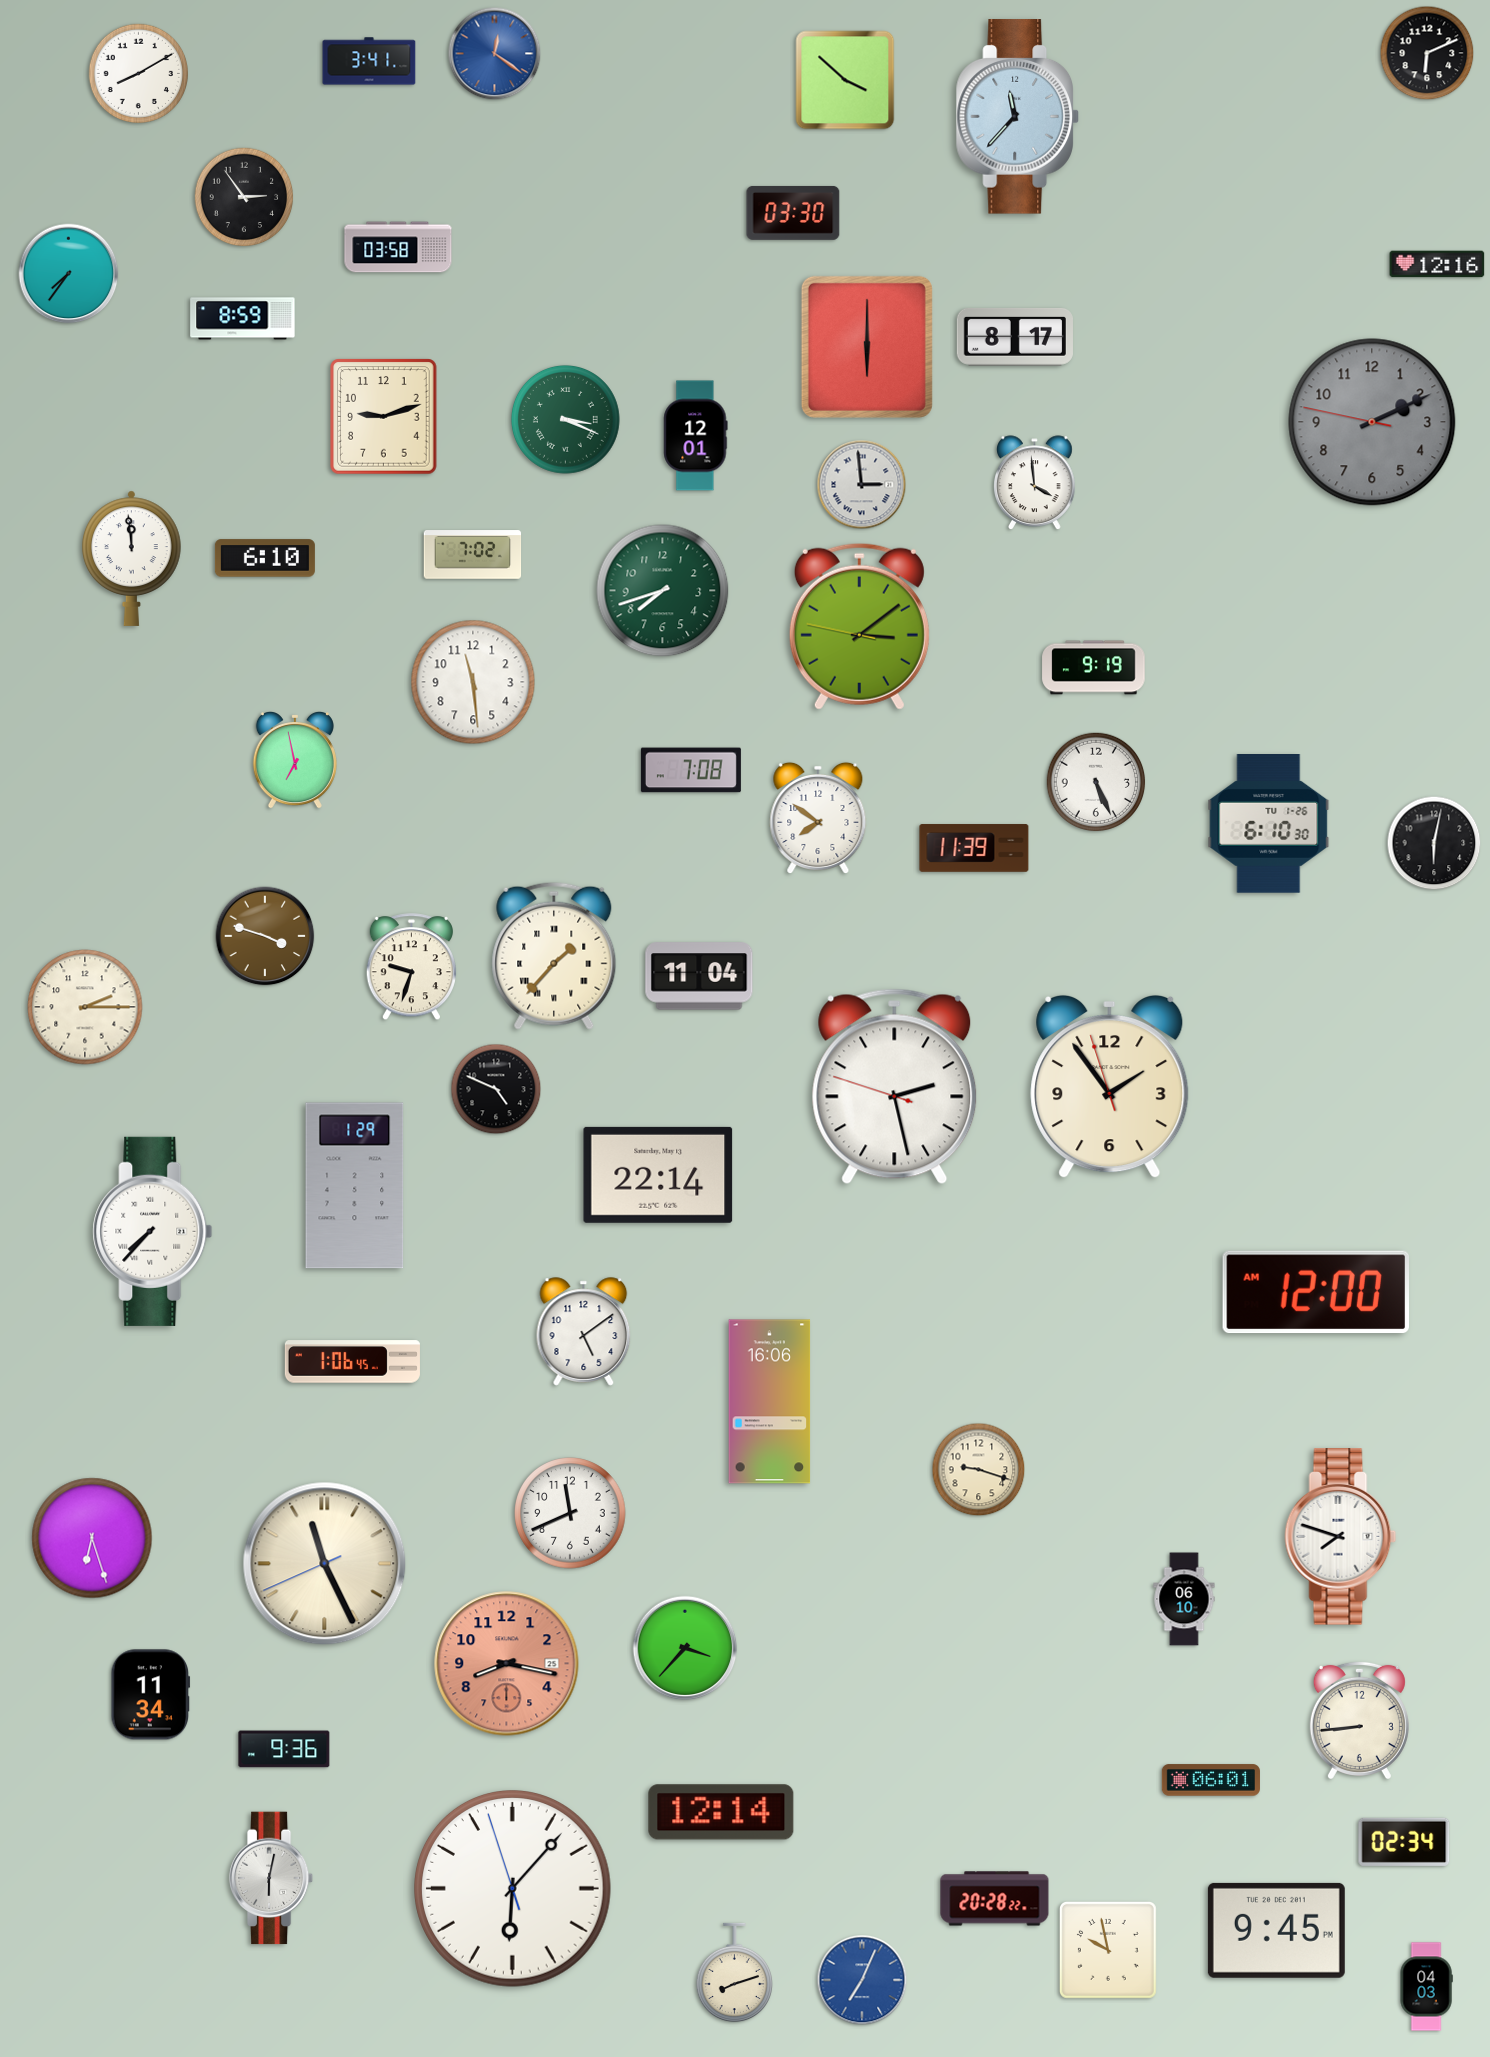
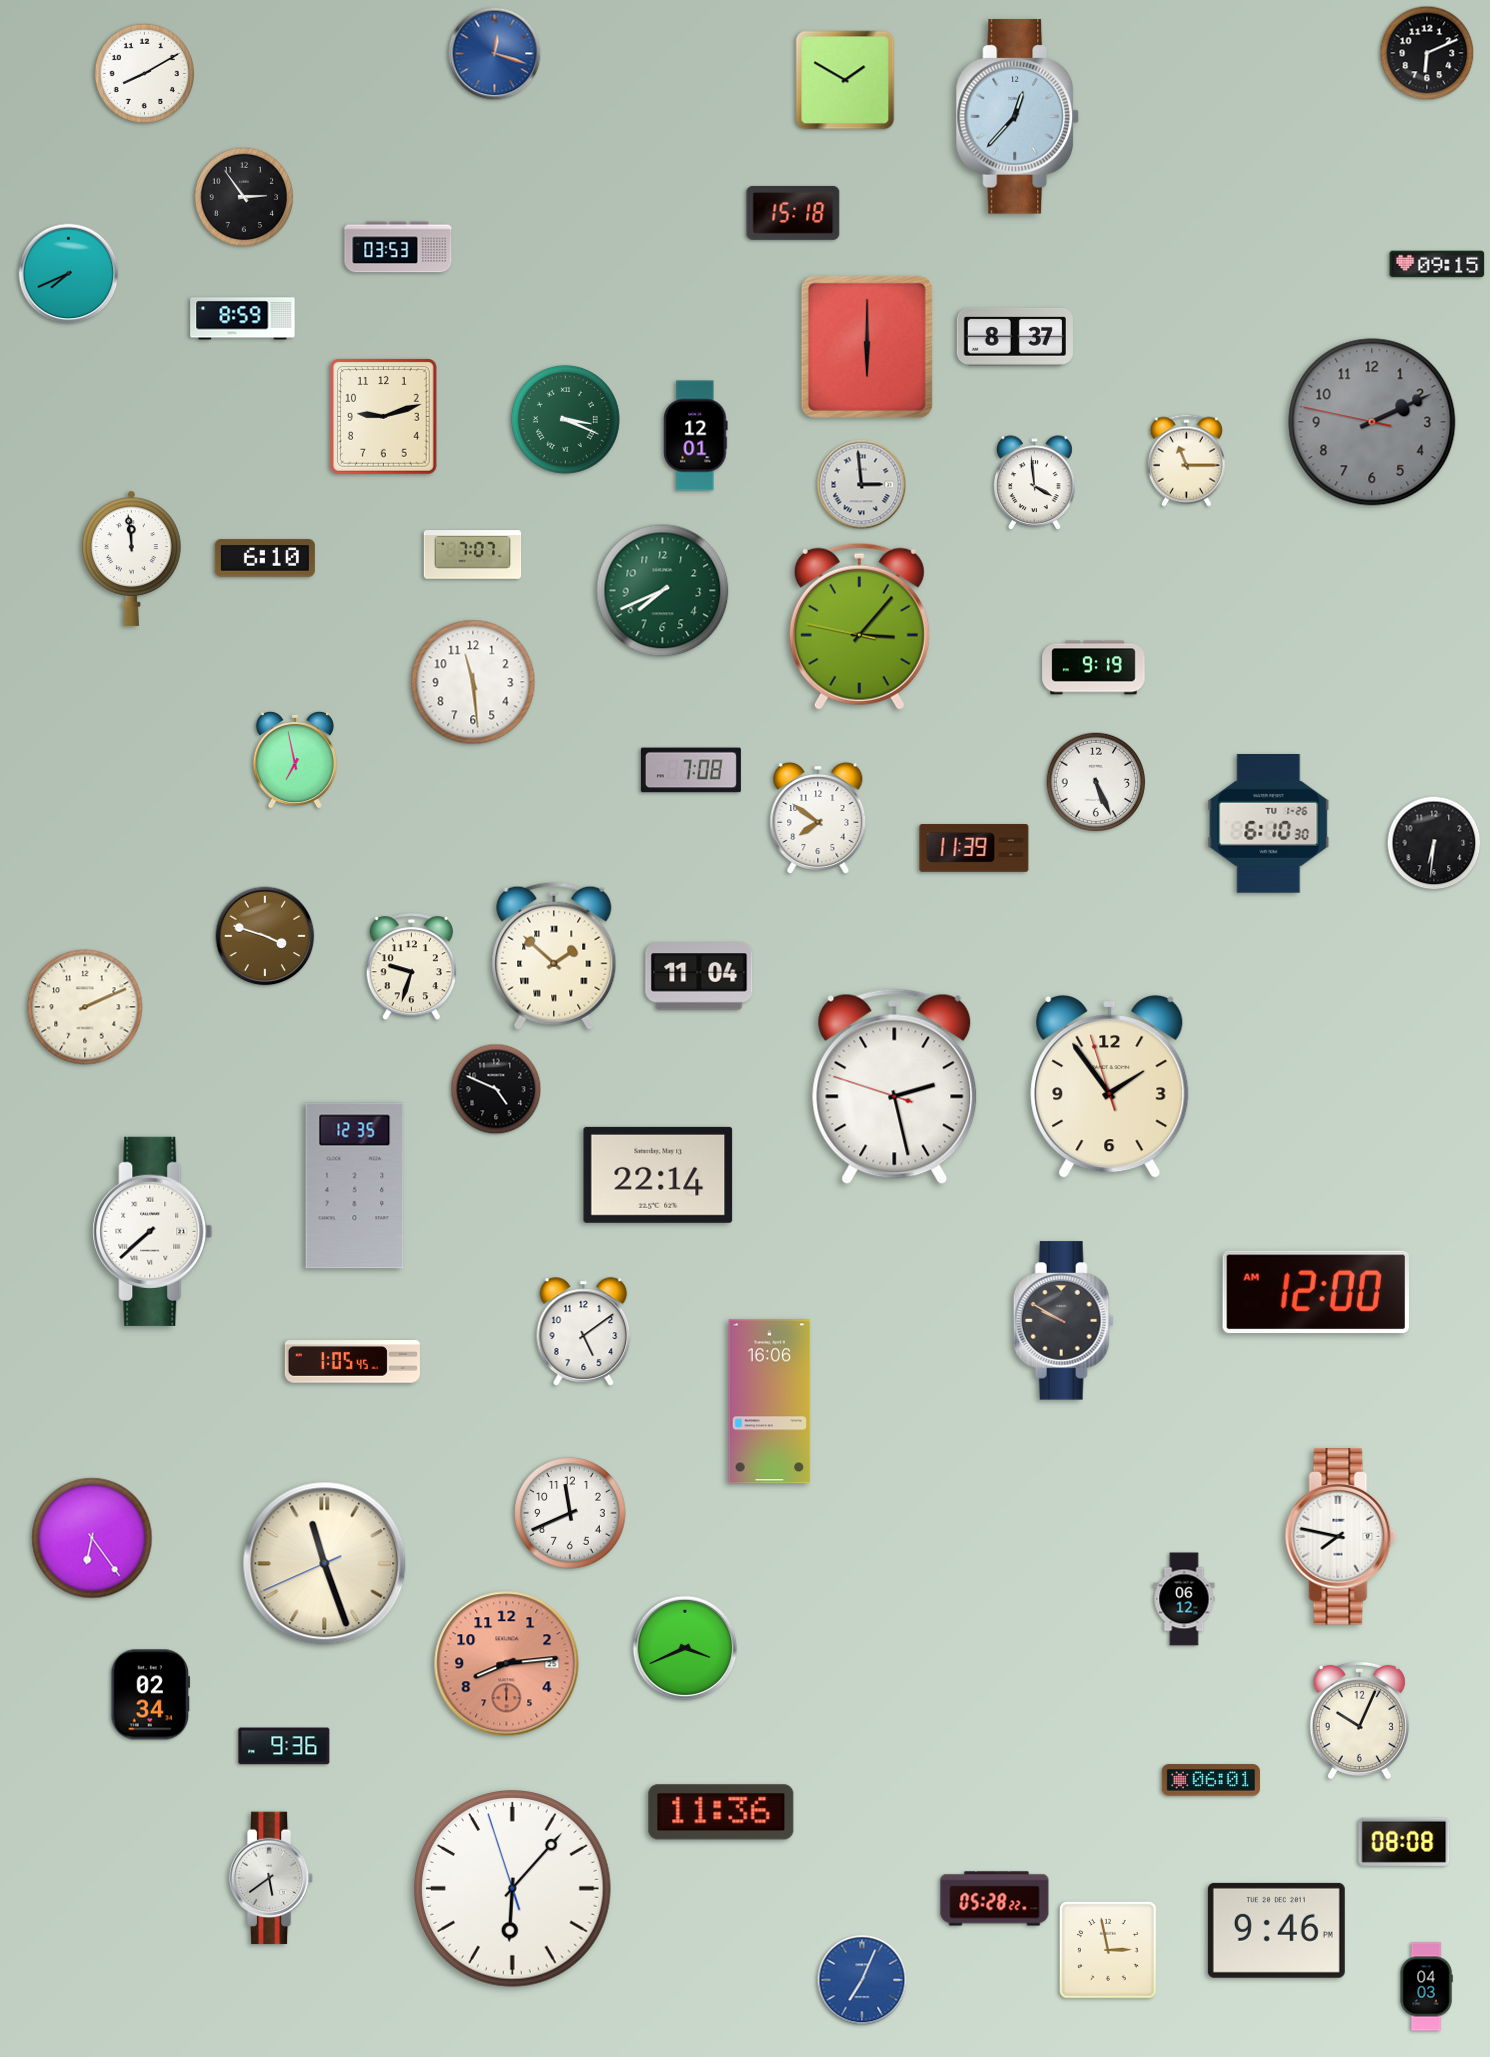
clock at (495, 54): 12:21 -> 12:18
clock at (369, 61): 3:41 -> none
clock at (138, 73) position: (138, 73) -> (144, 73)
clock at (845, 80): 3:52 -> 1:50
clock at (1017, 117): 11:37 -> 12:37
clock at (793, 213): 03:30 -> 15:18
clock at (398, 247): 03:58 -> 03:53
clock at (1437, 264): 12:16 -> 09:15
clock at (69, 274): 7:36 -> 7:41
clock at (1015, 337): 8:17 -> 8:37
clock at (1186, 460): none -> 11:15
clock at (473, 555): 7:02 -> 7:07
clock at (663, 591): 7:42 -> 7:41
clock at (859, 626): 3:08 -> 3:06
clock at (1434, 843): 6:02 -> 6:31
clock at (554, 956): 1:37 -> 1:52
clock at (85, 1007): 2:15 -> 2:11
clock at (355, 1186): 1:29 -> 12:35
clock at (153, 1231): 7:37 -> 7:38
clock at (1063, 1321): none -> 9:50
clock at (352, 1362): 1:06 -> 1:05
clock at (979, 1470): 9:18 -> none
clock at (1341, 1537): 7:48 -> 7:47
clock at (92, 1538): 6:27 -> 6:24
clock at (325, 1564): 11:25 -> 11:26
clock at (1184, 1599): 06:10 -> 06:12
clock at (685, 1648): 3:37 -> 3:41
clock at (507, 1664): 8:17 -> 8:14
clock at (151, 1695): 11:34 -> 02:34
clock at (1359, 1719): 8:44 -> 10:04
clock at (284, 1749) position: (284, 1749) -> (284, 1746)
clock at (721, 1812): 12:14 -> 11:36
clock at (1404, 1842): 02:34 -> 08:08
clock at (271, 1878): 6:02 -> 5:39
clock at (995, 1899): 20:28 -> 05:28
clock at (1276, 1930): 9:45 -> 9:46
clock at (1108, 1950): 9:58 -> 2:58
clock at (734, 1973): 8:12 -> none
